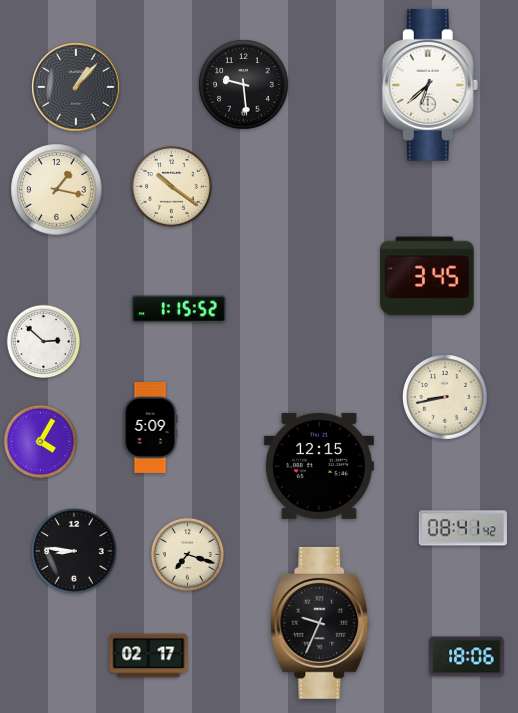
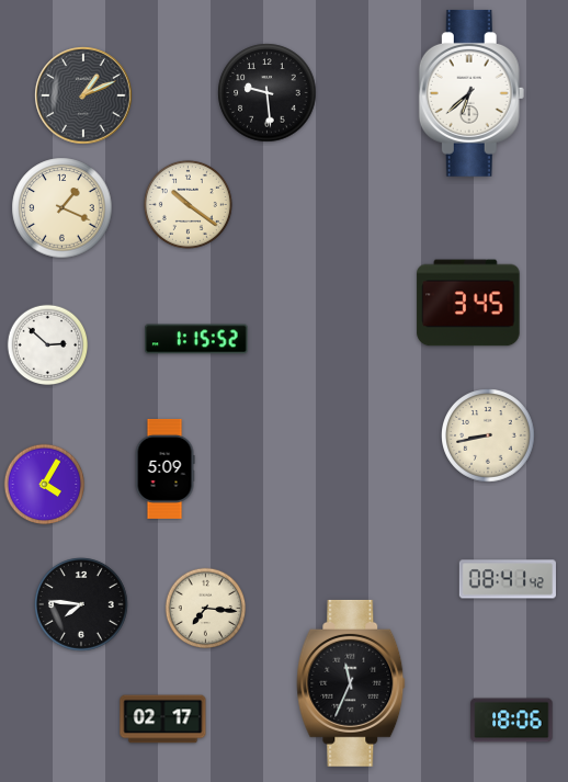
clock at (76, 87): 1:07 -> 1:11
clock at (57, 190): 1:17 -> 1:19
clock at (44, 342) position: (44, 342) -> (48, 345)
clock at (319, 466): 12:15 -> none
clock at (75, 552): 8:46 -> 7:46
clock at (188, 555): 7:18 -> 7:16
clock at (320, 623): 9:34 -> 11:34
